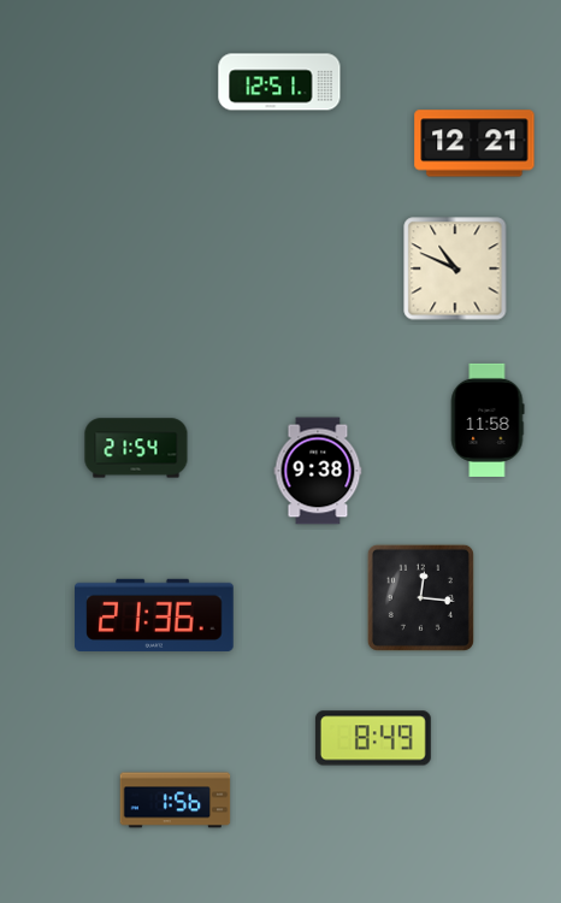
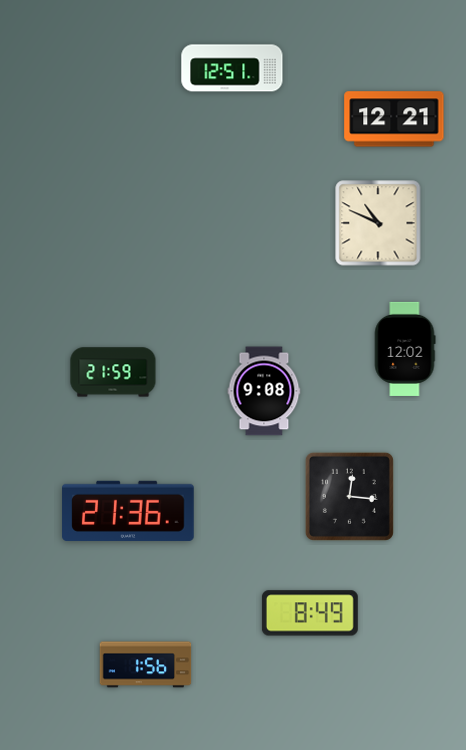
clock at (488, 420): 11:58 -> 12:02
clock at (136, 448): 21:54 -> 21:59
clock at (318, 471): 9:38 -> 9:08
